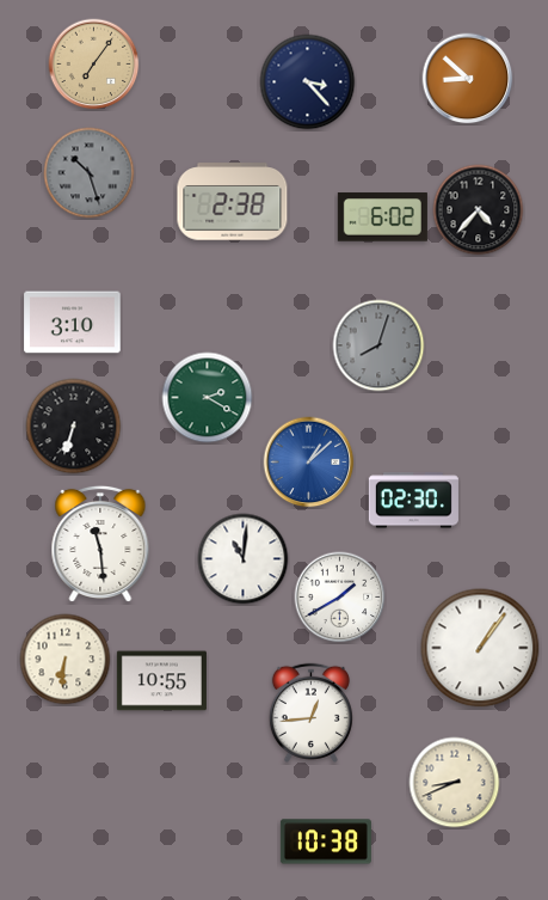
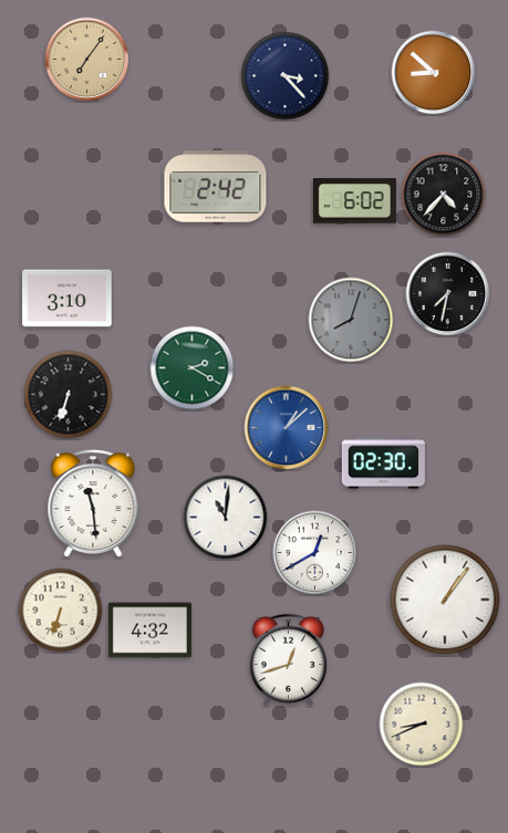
clock at (90, 173): 10:27 -> none
clock at (233, 202): 2:38 -> 2:42
clock at (448, 294): none -> 7:32
clock at (340, 598): 1:40 -> 12:40
clock at (66, 660): 6:31 -> 6:33
clock at (161, 681): 10:55 -> 4:32
clock at (310, 712): 12:44 -> 12:42
clock at (326, 841): 10:38 -> none
